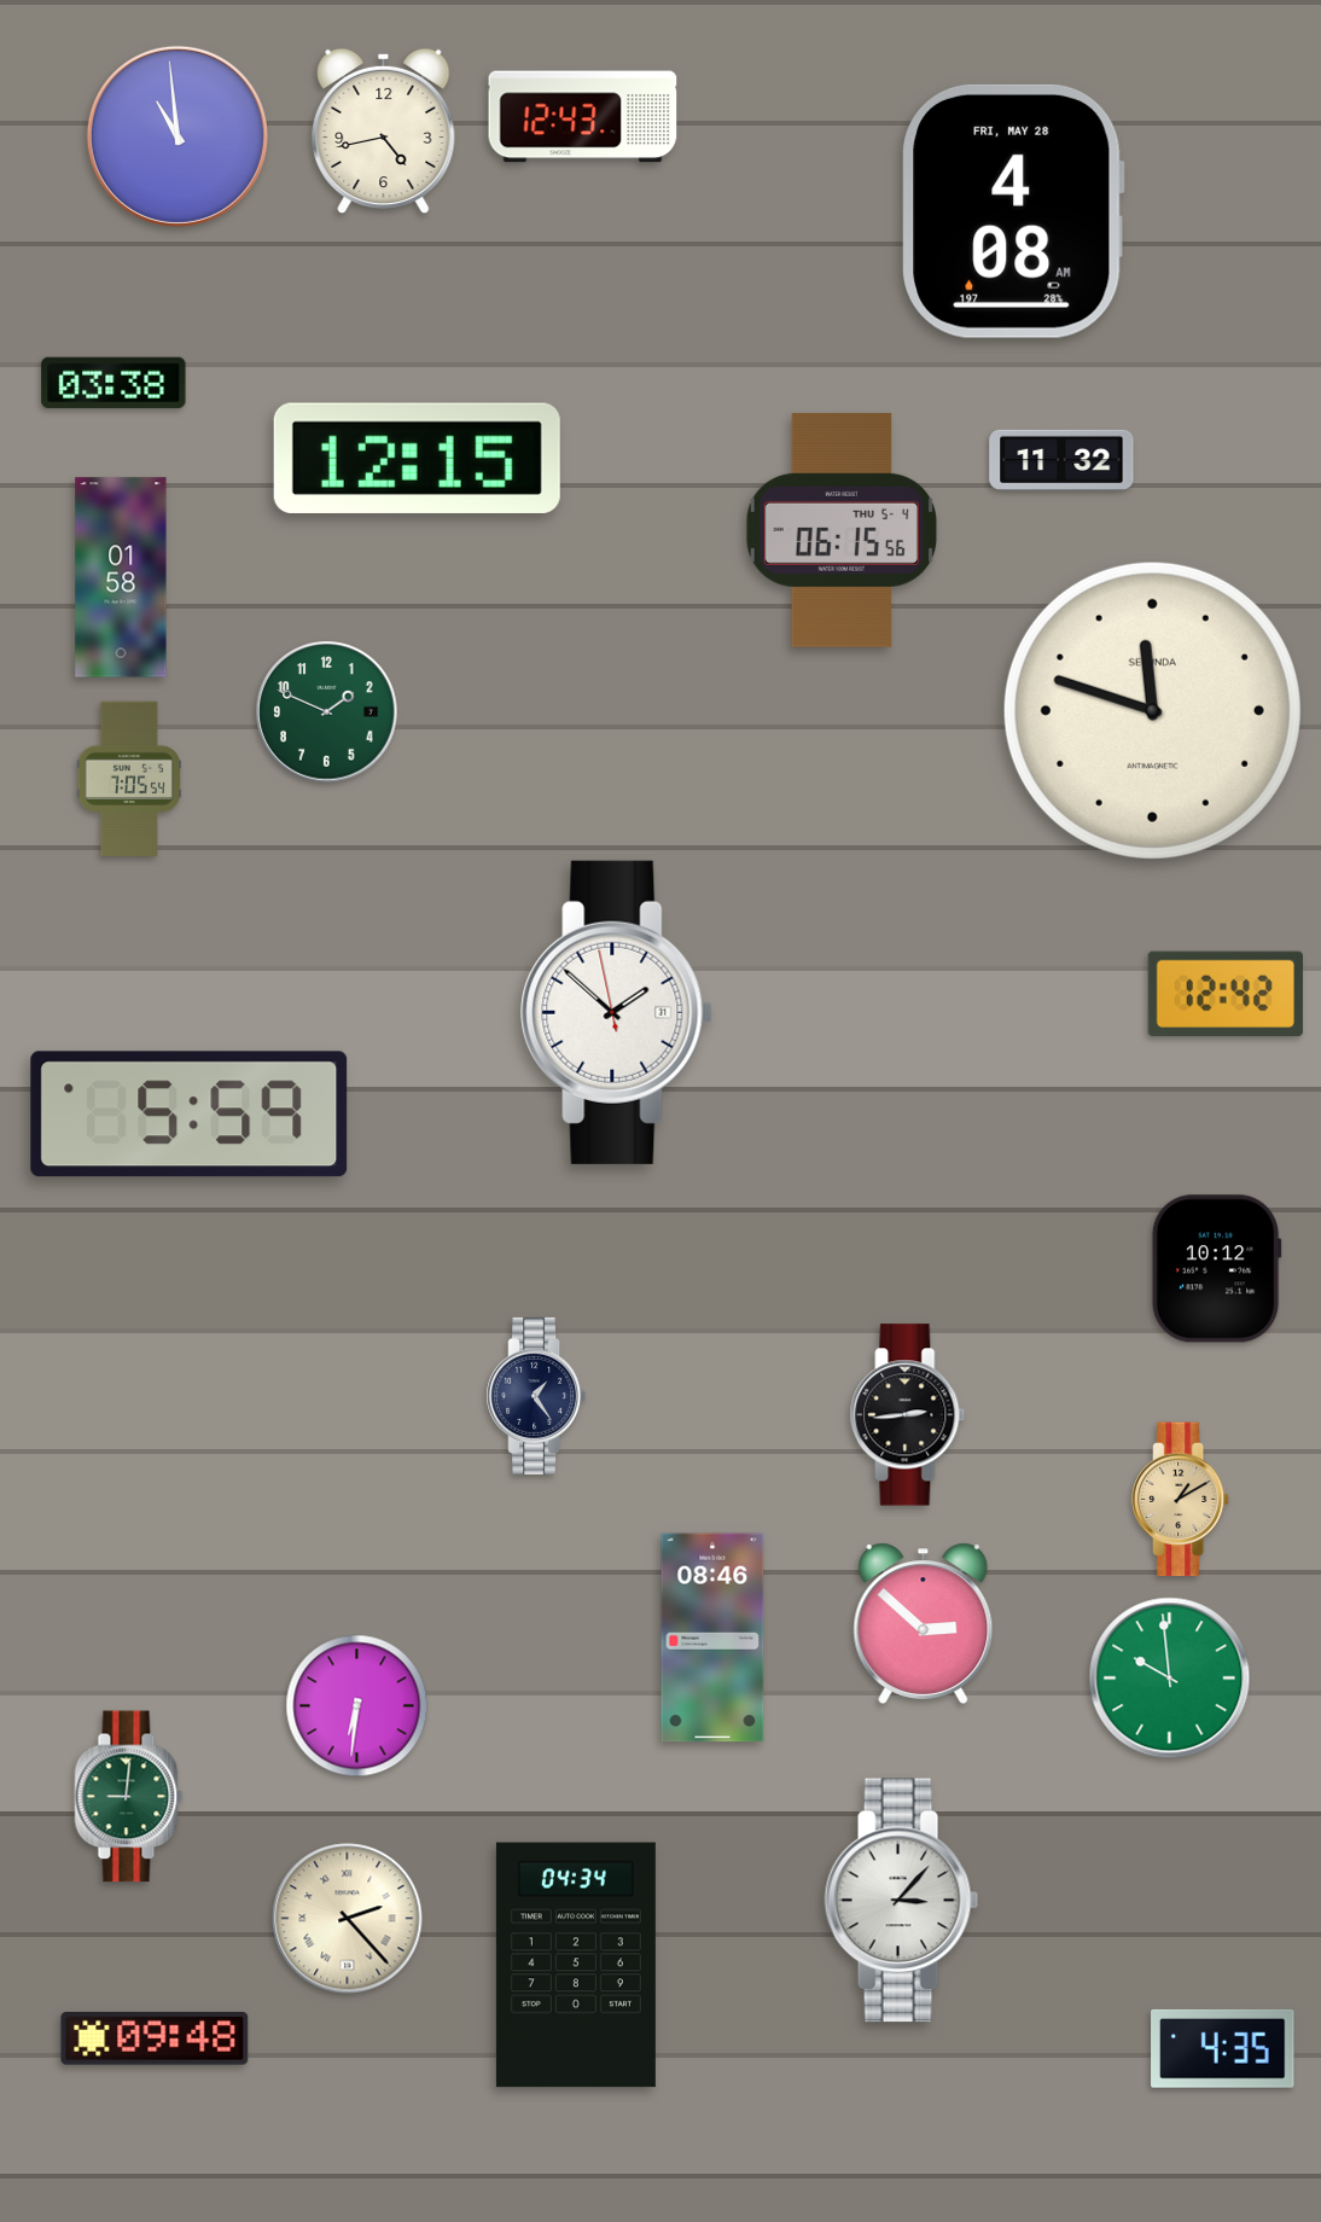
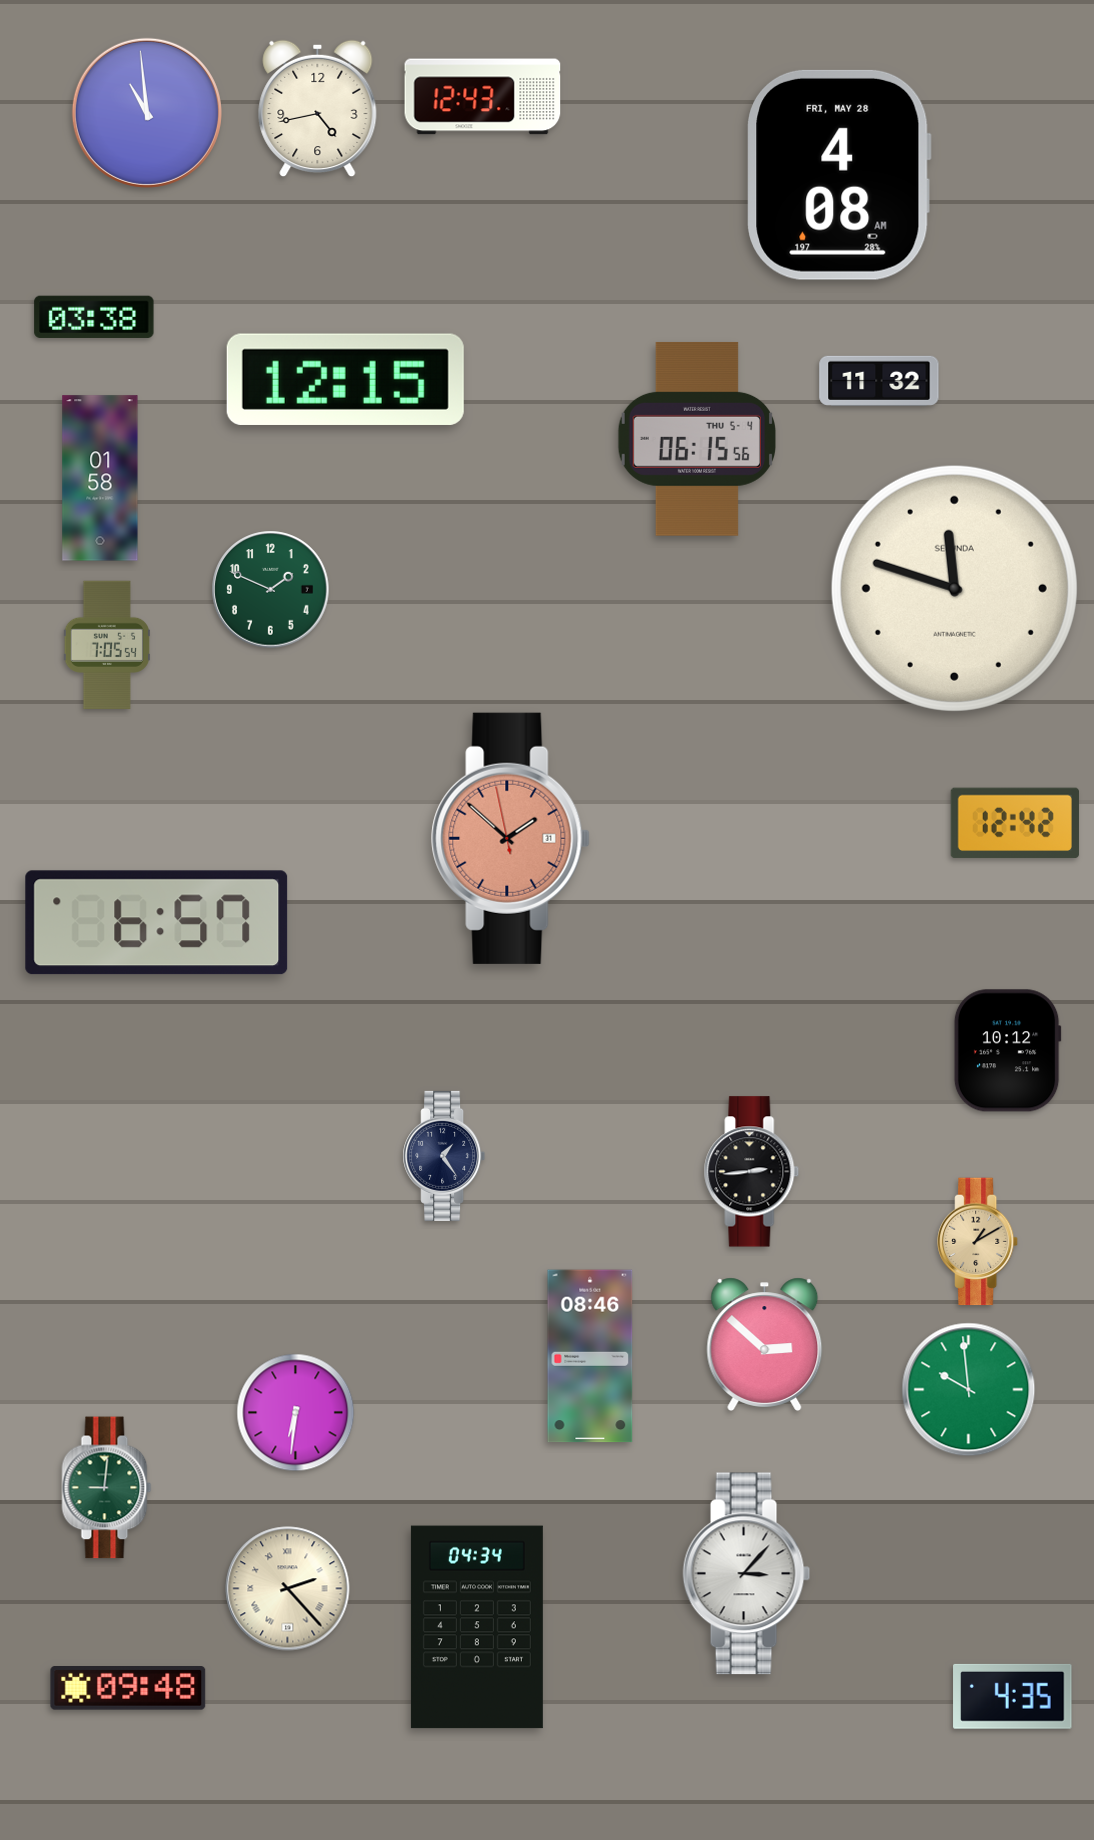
clock at (617, 1012) dial: white -> salmon
clock at (190, 1115): 5:59 -> 6:57
